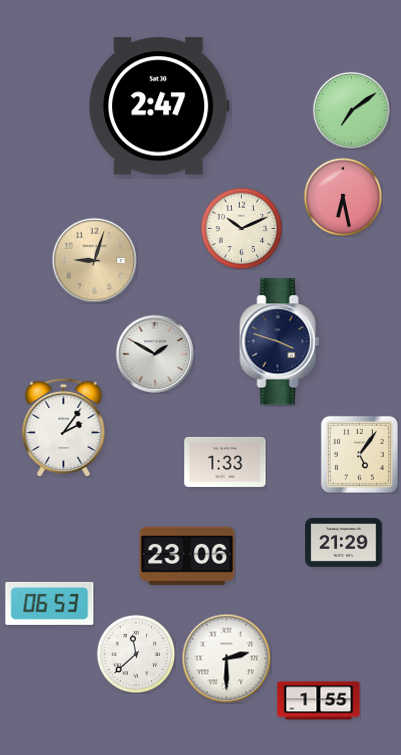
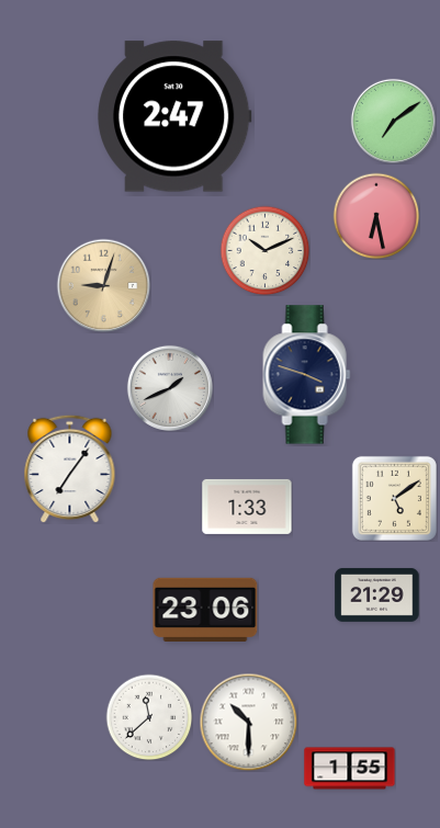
clock at (351, 110) position: (351, 110) -> (393, 121)
clock at (155, 354): 1:50 -> 1:41
clock at (64, 427): 2:06 -> 7:06
clock at (359, 454): 5:06 -> 5:09
clock at (50, 603): 06:53 -> none
clock at (226, 658): 2:30 -> 10:30
